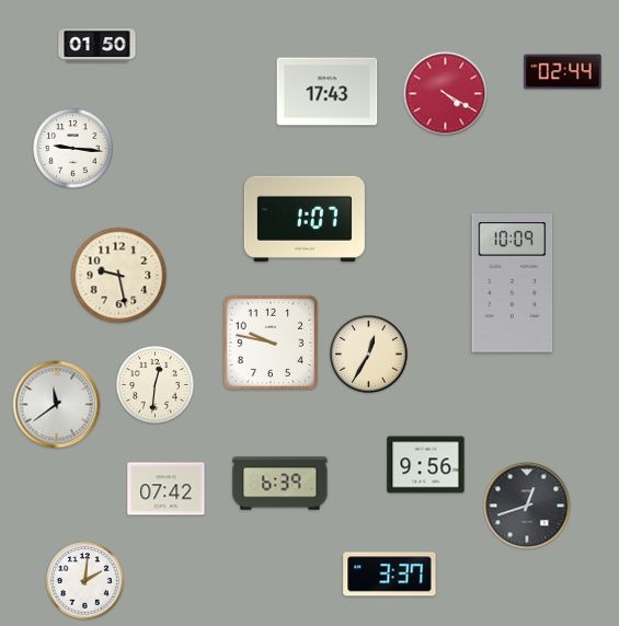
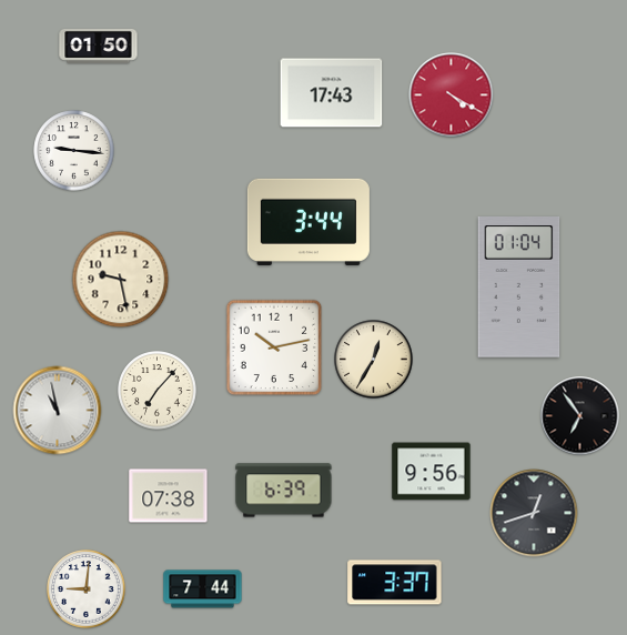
clock at (563, 72): 02:44 -> none
clock at (305, 219): 1:07 -> 3:44
clock at (513, 283): 10:09 -> 01:04
clock at (271, 343): 9:47 -> 10:13
clock at (156, 385): 12:31 -> 7:07
clock at (57, 405): 11:39 -> 10:58
clock at (580, 416): none -> 6:54
clock at (167, 489): 07:42 -> 07:38
clock at (85, 581): 2:01 -> 9:01
clock at (203, 589): none -> 7:44
